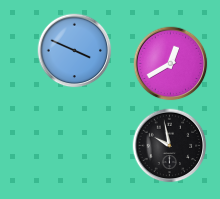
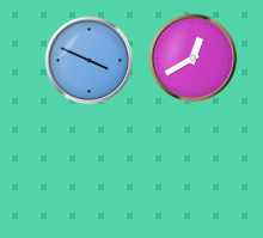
clock at (171, 64) position: (171, 64) -> (194, 59)
clock at (170, 146): 9:58 -> none
